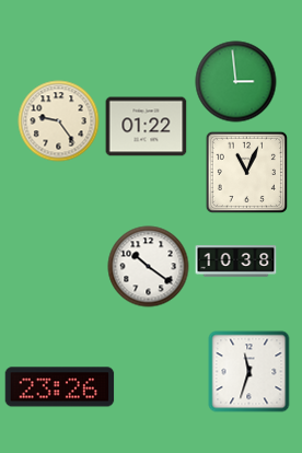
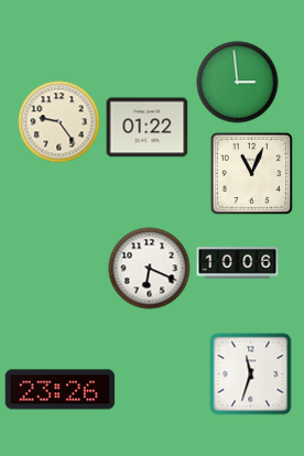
clock at (246, 172) position: (246, 172) -> (251, 173)
clock at (236, 262): 10:38 -> 10:06
clock at (149, 267): 10:21 -> 6:19
